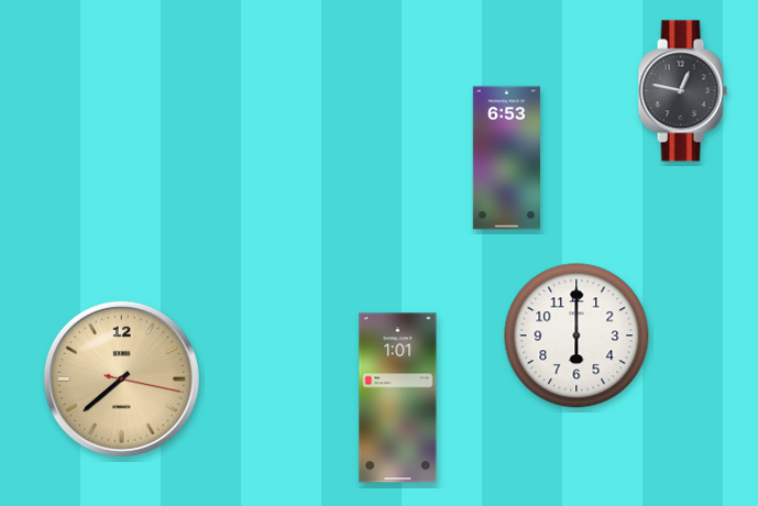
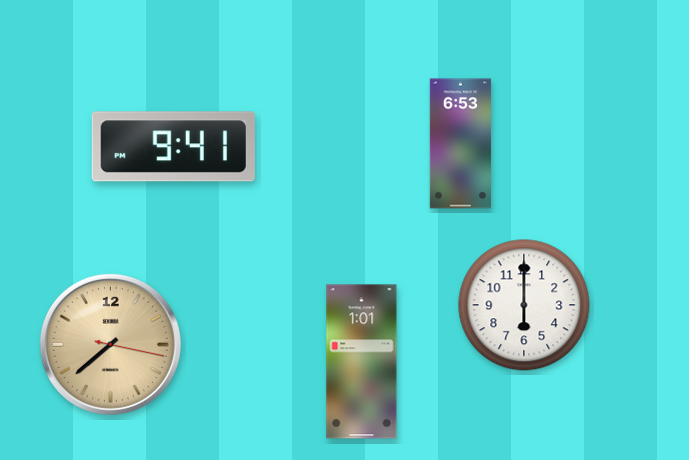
clock at (682, 91): 12:47 -> none
clock at (173, 147): none -> 9:41
